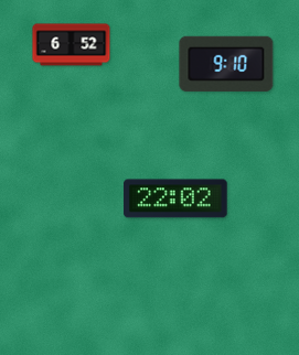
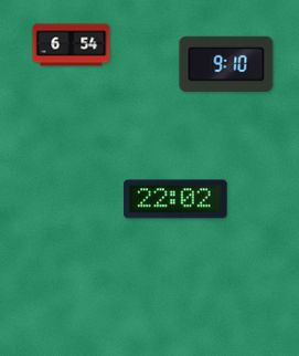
clock at (72, 45): 6:52 -> 6:54
